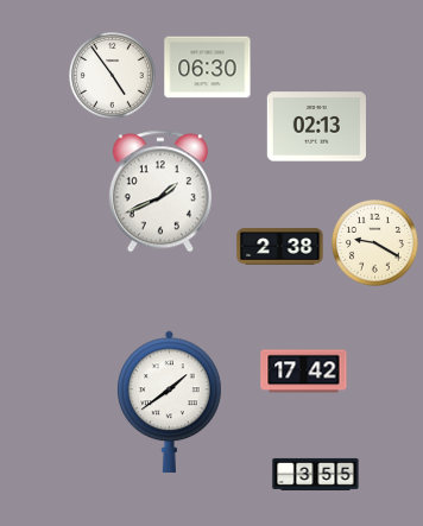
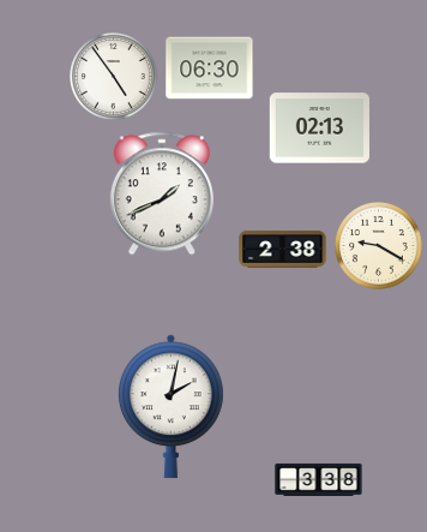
clock at (304, 372): 17:42 -> none
clock at (169, 403): 1:39 -> 2:02
clock at (316, 474): 3:55 -> 3:38
